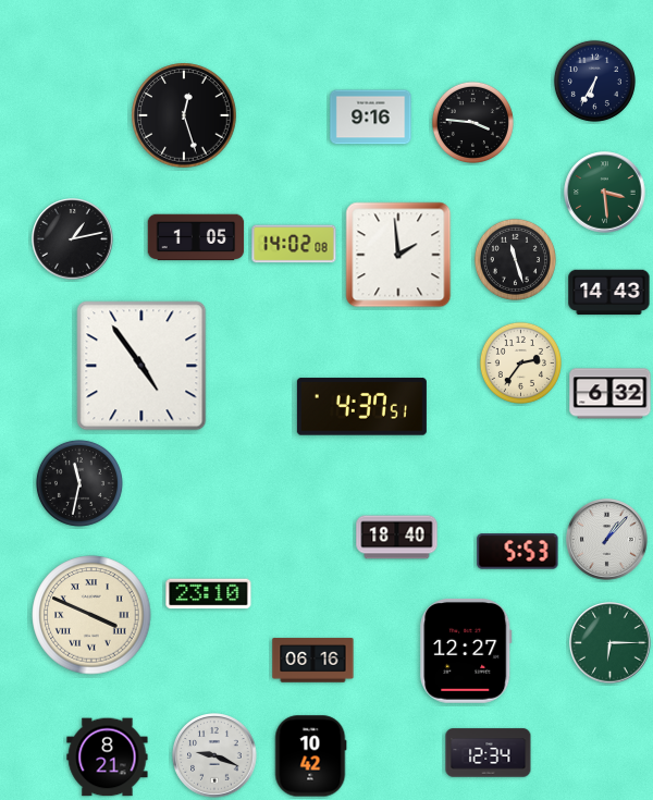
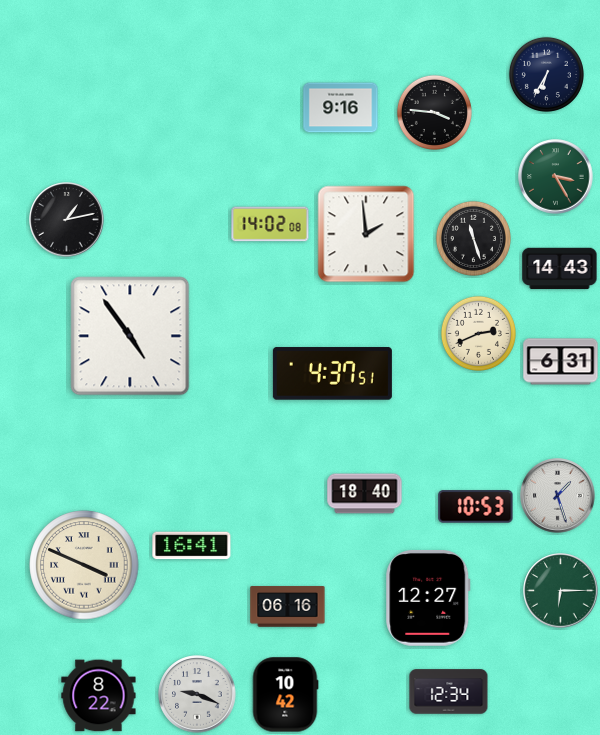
clock at (184, 115): 12:27 -> none
clock at (605, 193): 3:29 -> 3:25
clock at (196, 237): 1:05 -> none
clock at (520, 362): 2:36 -> 2:41
clock at (611, 394): 6:32 -> 6:31
clock at (79, 483): 11:32 -> none
clock at (607, 540): 1:07 -> 1:27
clock at (518, 552): 5:53 -> 10:53
clock at (209, 594): 23:10 -> 16:41
clock at (108, 758): 8:21 -> 8:22
